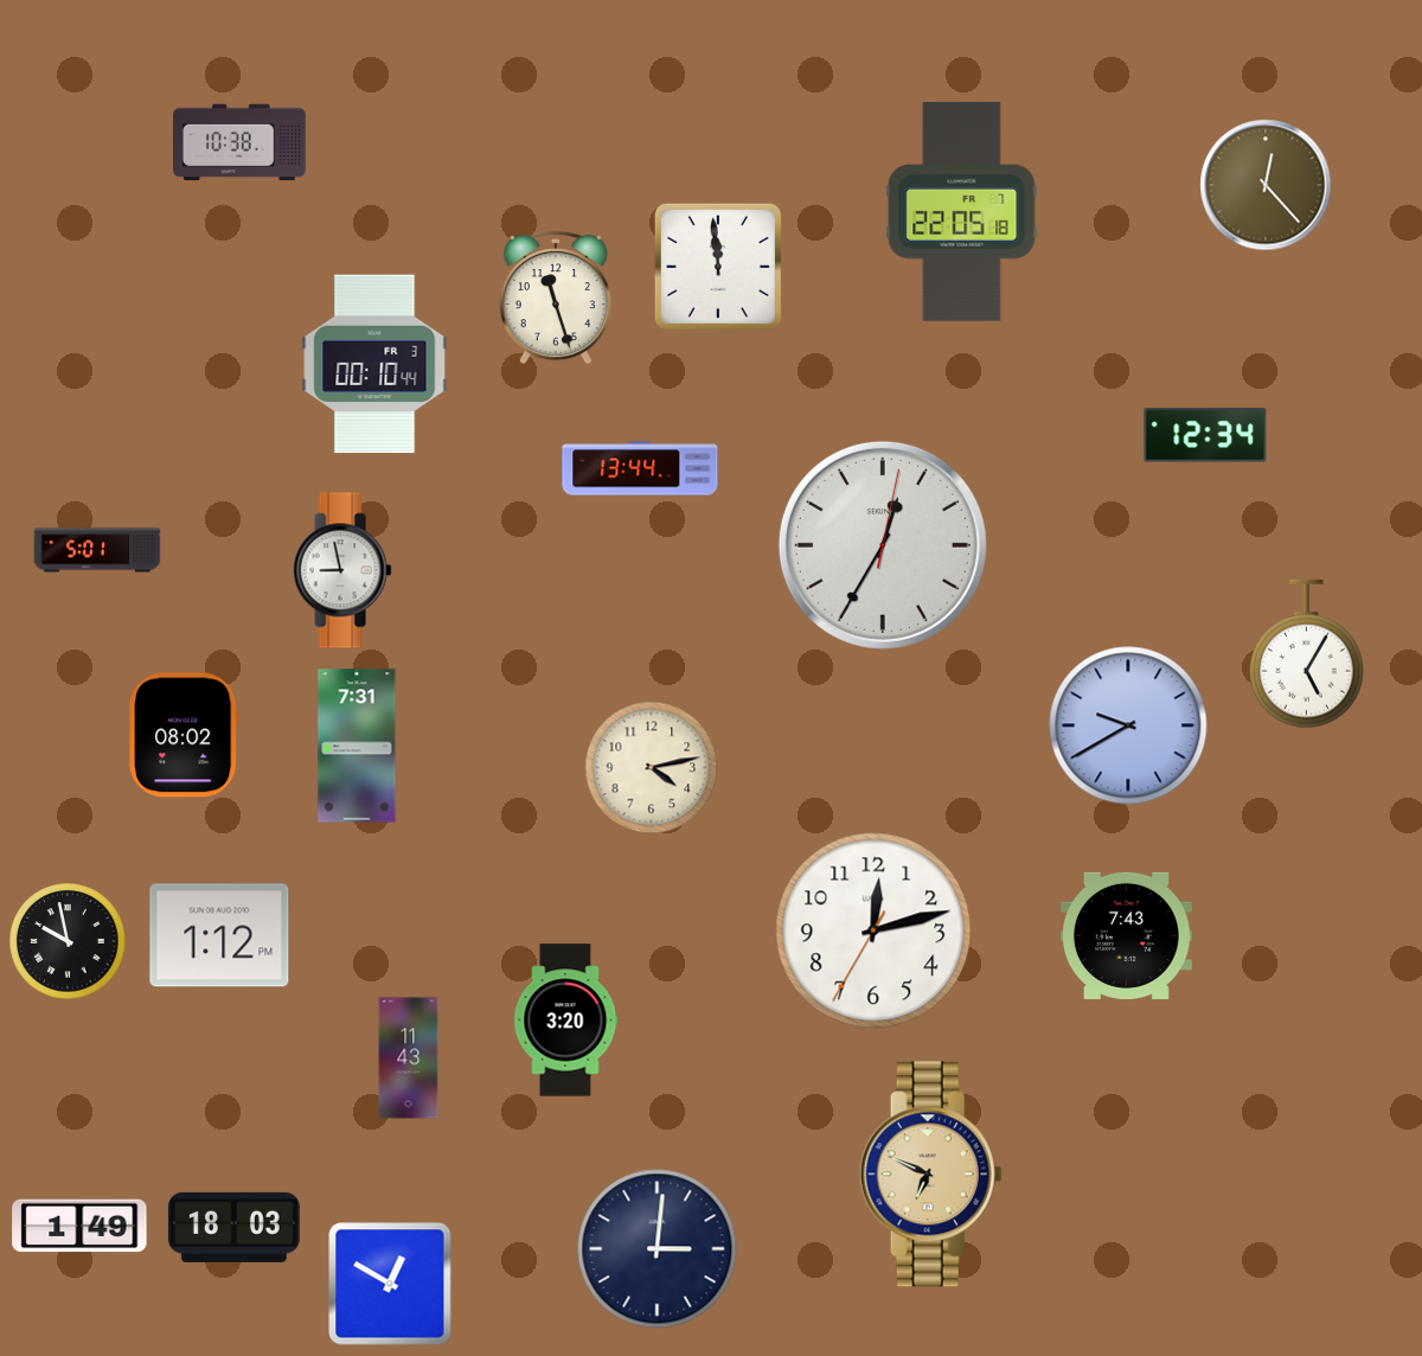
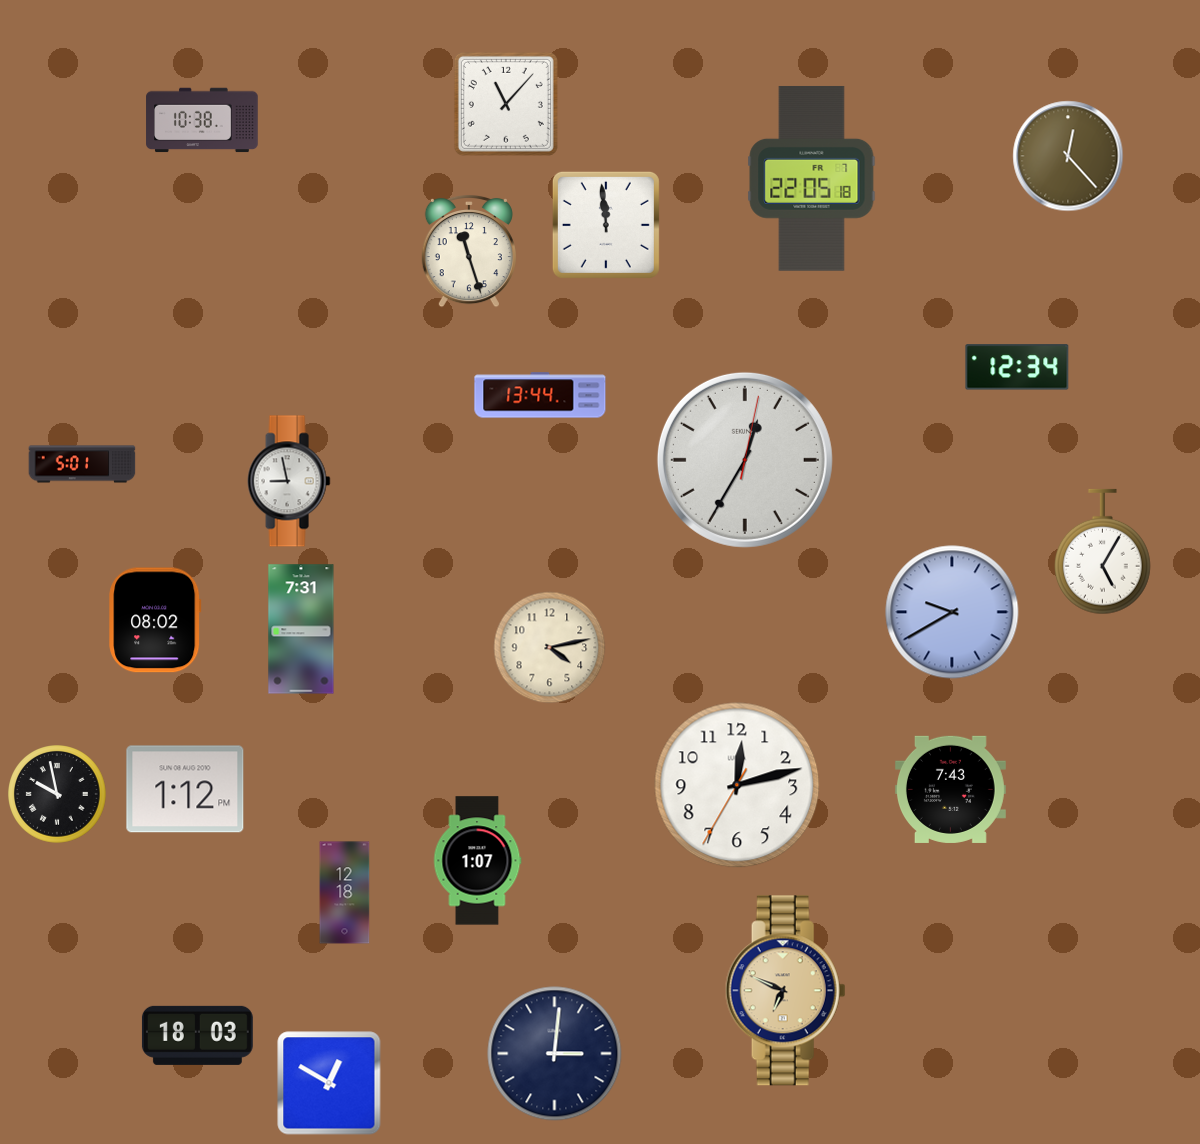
clock at (506, 104): none -> 11:07
clock at (374, 364): 00:10 -> none
clock at (566, 1021): 3:20 -> 1:07
clock at (409, 1058): 11:43 -> 12:18
clock at (79, 1226): 1:49 -> none
